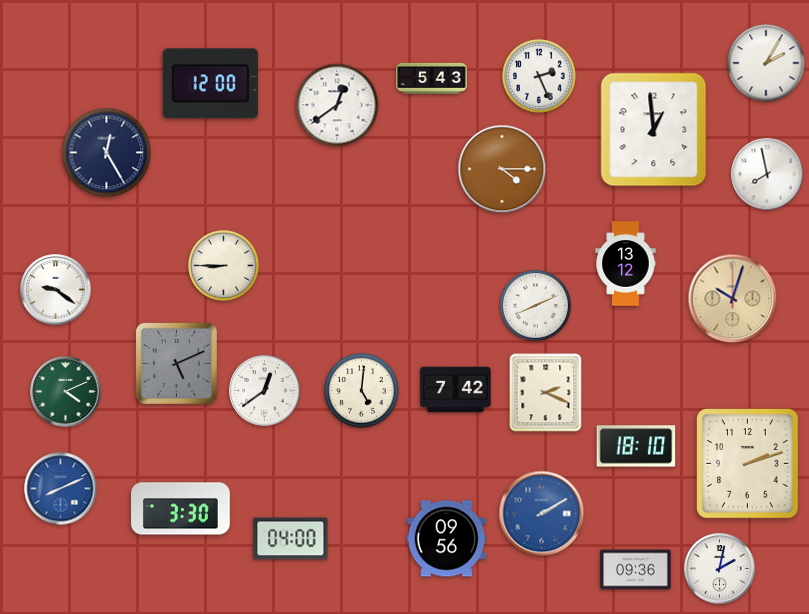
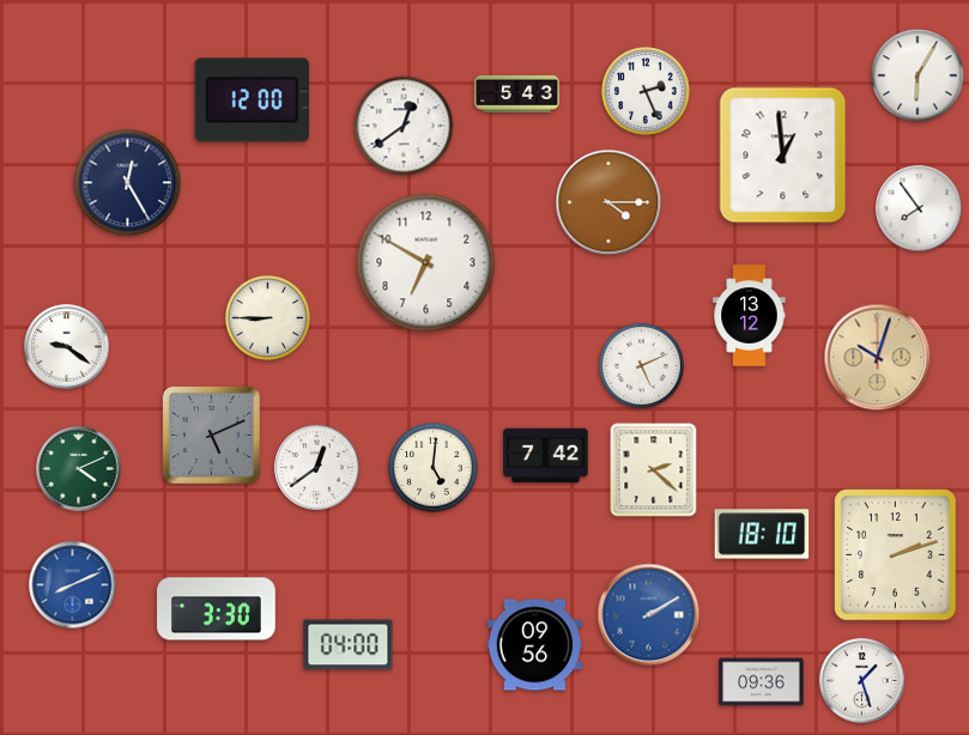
clock at (766, 63): 2:05 -> 6:05
clock at (502, 169) position: (502, 169) -> (608, 202)
clock at (767, 174): 7:58 -> 7:54
clock at (426, 263): none -> 6:50
clock at (535, 305): 8:11 -> 5:11
clock at (456, 390) position: (456, 390) -> (546, 456)
clock at (546, 393): 2:19 -> 2:22
clock at (720, 569): 2:02 -> 1:27
